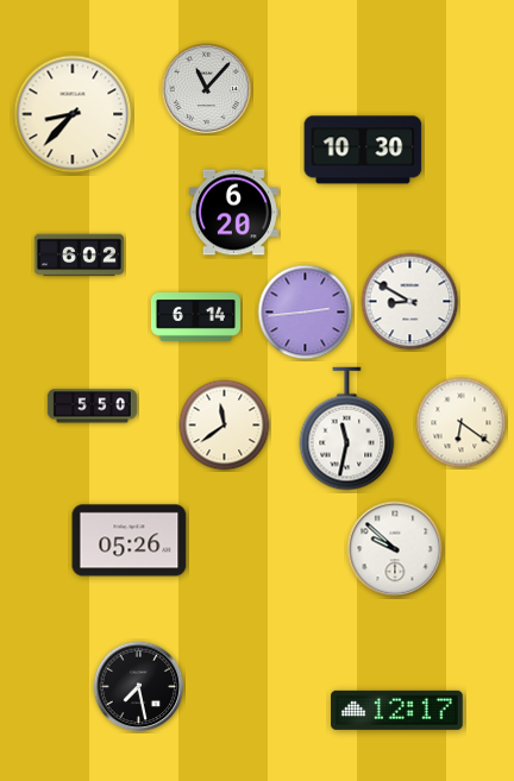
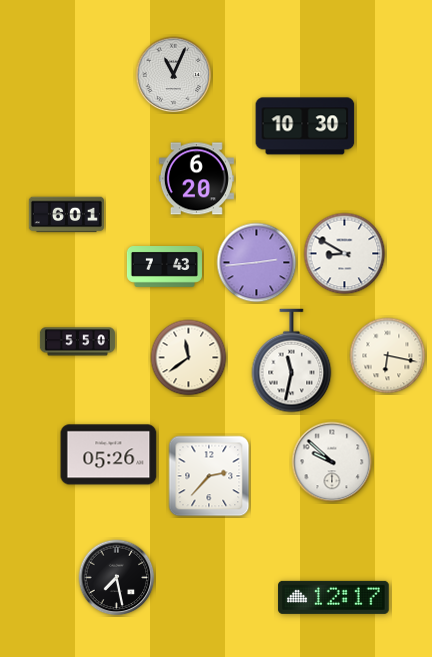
clock at (207, 89): 11:07 -> 11:04
clock at (73, 114): 8:37 -> none
clock at (79, 256): 6:02 -> 6:01
clock at (195, 317): 6:14 -> 7:43
clock at (462, 423): 6:21 -> 6:17
clock at (209, 476): none -> 2:37
